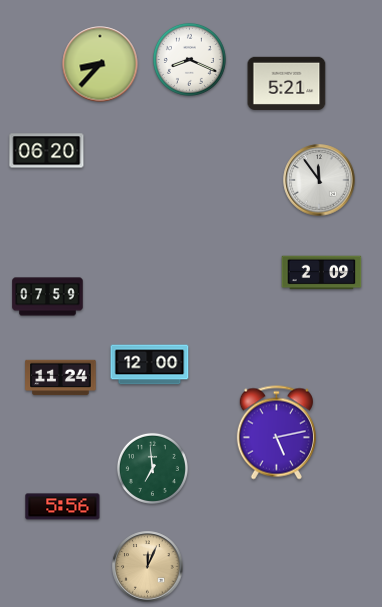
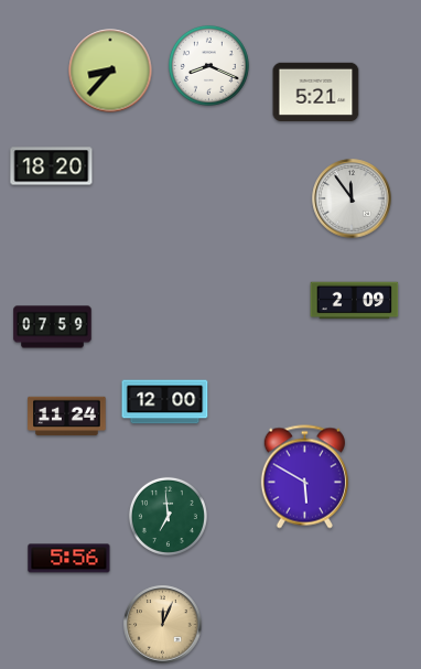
clock at (47, 151): 06:20 -> 18:20
clock at (276, 433): 5:13 -> 5:50
